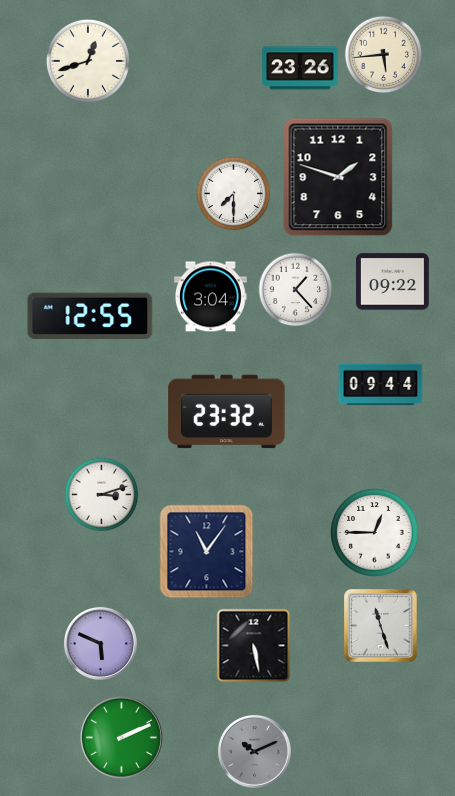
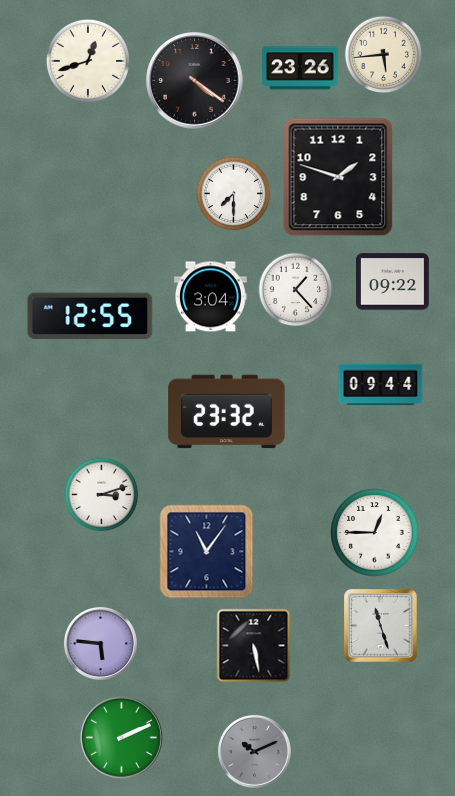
clock at (195, 81): none -> 4:21
clock at (100, 643): 5:49 -> 5:46
